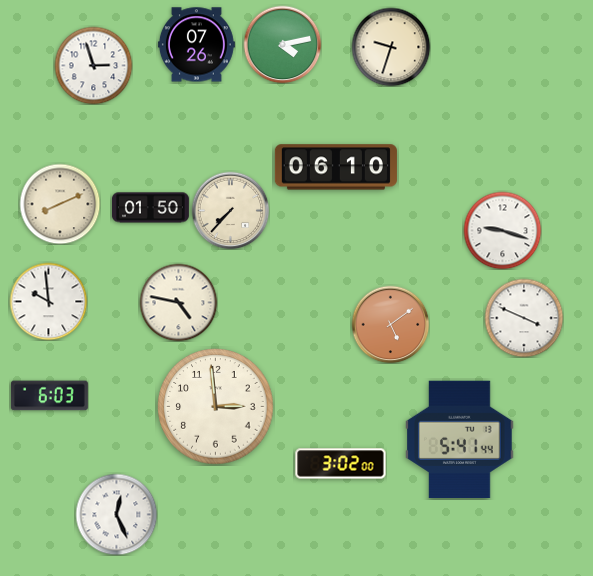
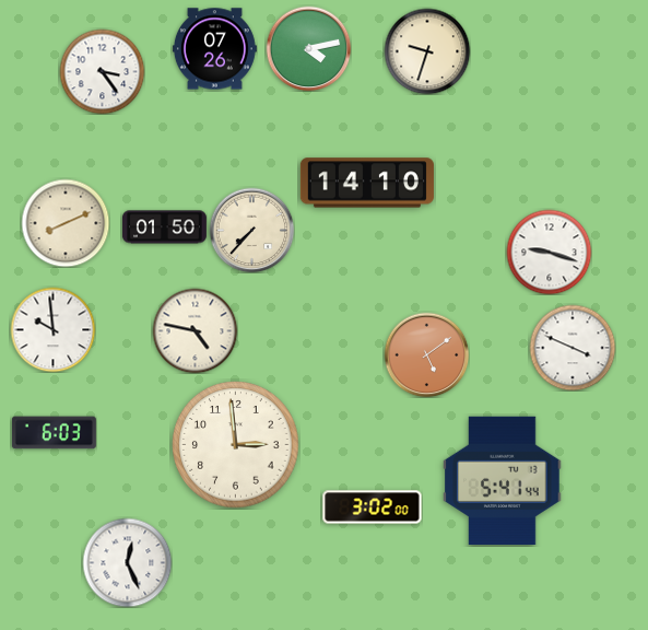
clock at (93, 65): 2:57 -> 3:24
clock at (336, 167): 06:10 -> 14:10
